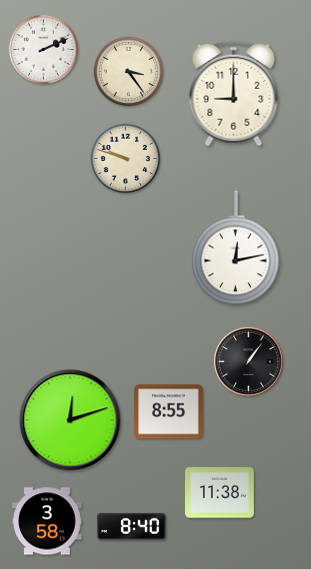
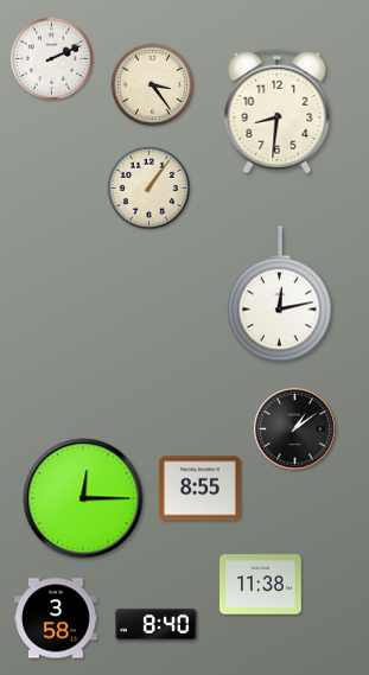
clock at (234, 94): 9:00 -> 8:31
clock at (125, 158): 9:48 -> 1:06
clock at (249, 362): 1:06 -> 1:09
clock at (70, 420): 12:12 -> 12:15
